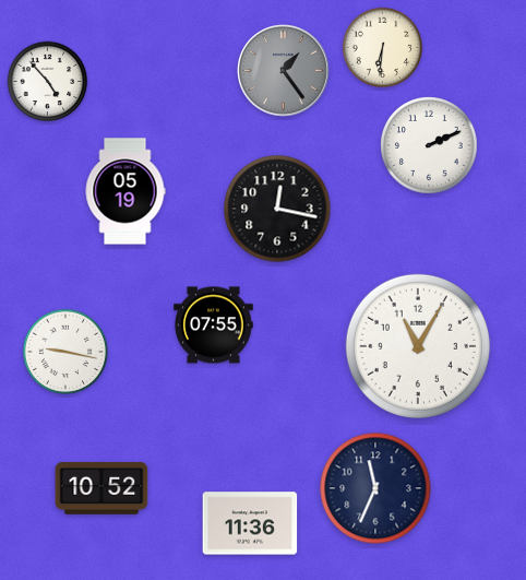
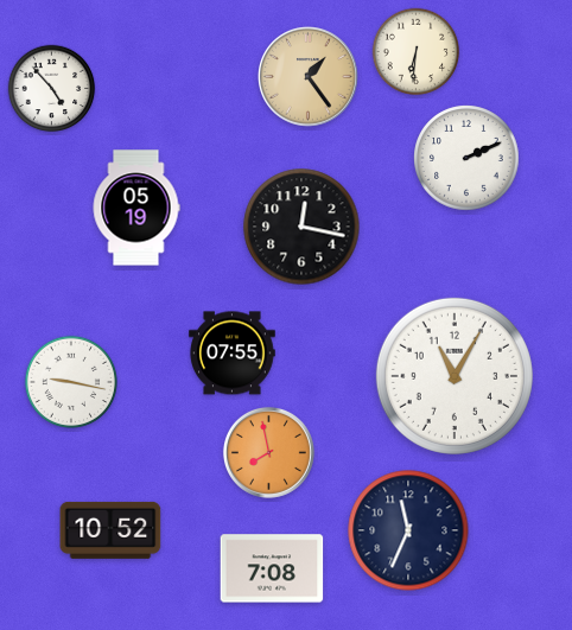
clock at (284, 71) dial: grey -> champagne
clock at (268, 452): none -> 7:58
clock at (250, 523): 11:36 -> 7:08
